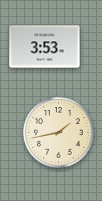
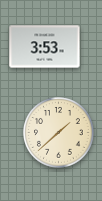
clock at (59, 133): 1:43 -> 1:38
